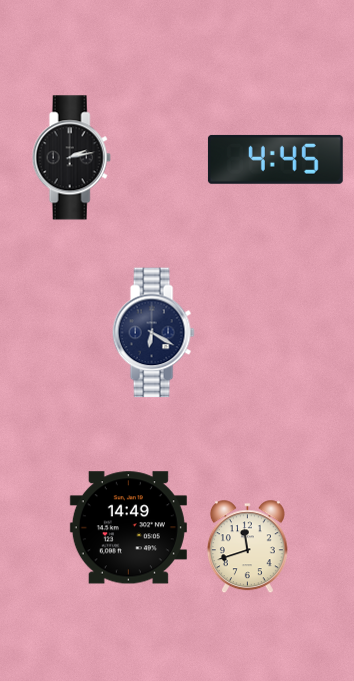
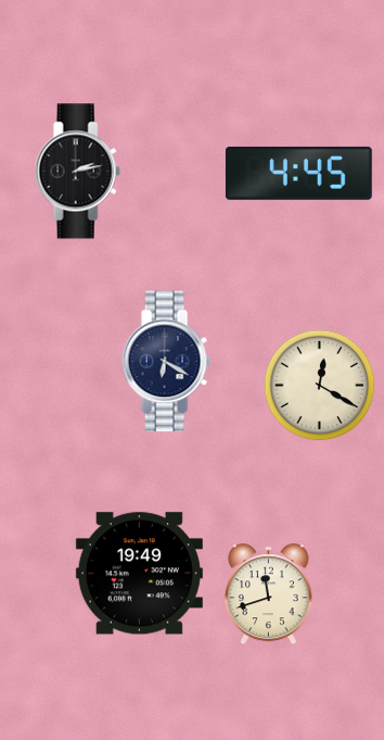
clock at (320, 386): none -> 12:20
clock at (128, 528): 14:49 -> 19:49
